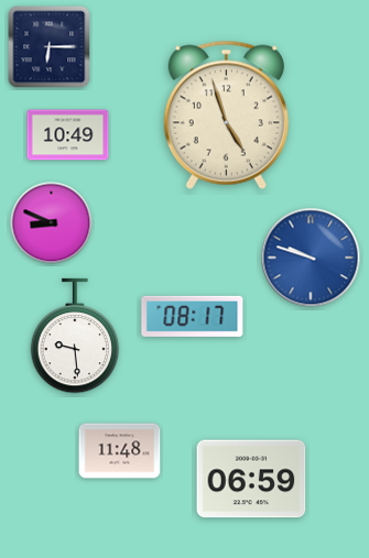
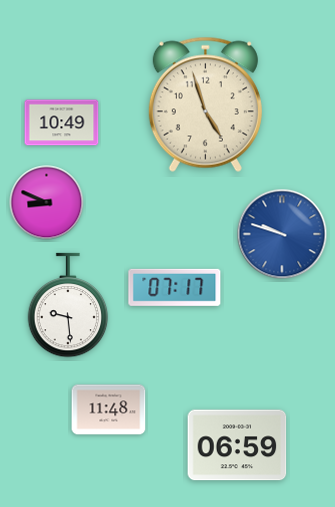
clock at (50, 47): 6:15 -> none
clock at (193, 316): 08:17 -> 07:17
clock at (251, 479) position: (251, 479) -> (237, 445)
